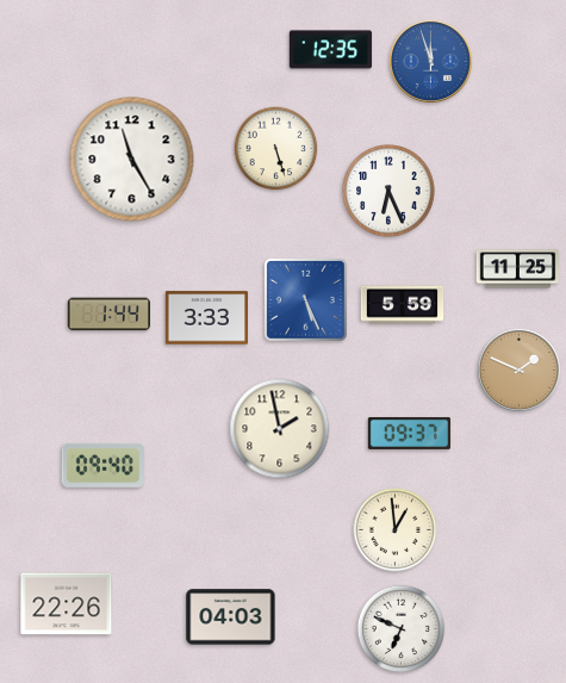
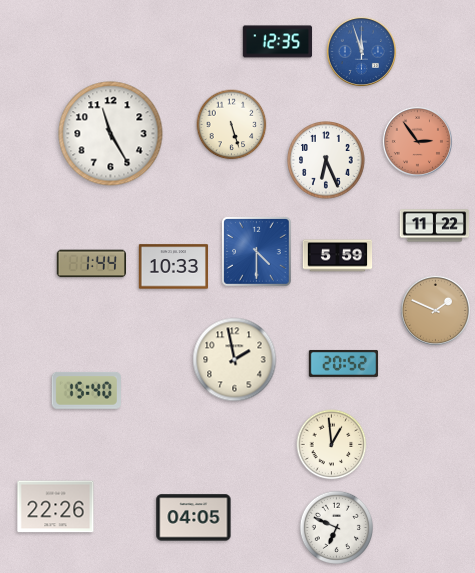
clock at (417, 141): none -> 2:54
clock at (518, 269): 11:25 -> 11:22
clock at (306, 300): 5:26 -> 4:30
clock at (206, 318): 3:33 -> 10:33
clock at (410, 433): 09:37 -> 20:52
clock at (102, 465): 09:40 -> 15:40
clock at (231, 617): 04:03 -> 04:05
